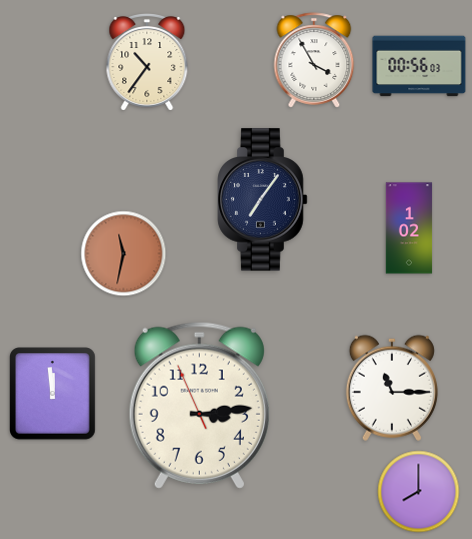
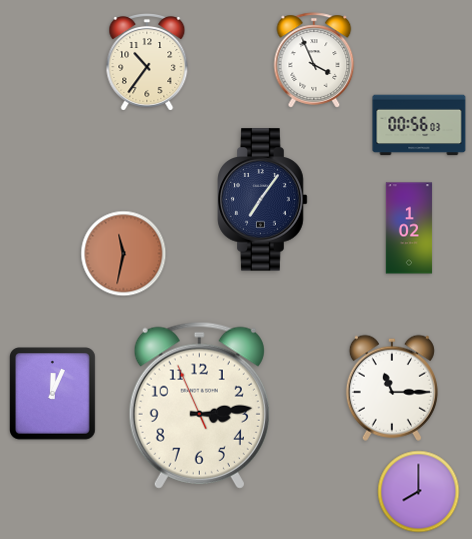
clock at (314, 60): 3:55 -> 3:56
clock at (419, 66) position: (419, 66) -> (419, 125)
clock at (53, 394): 11:59 -> 12:04
